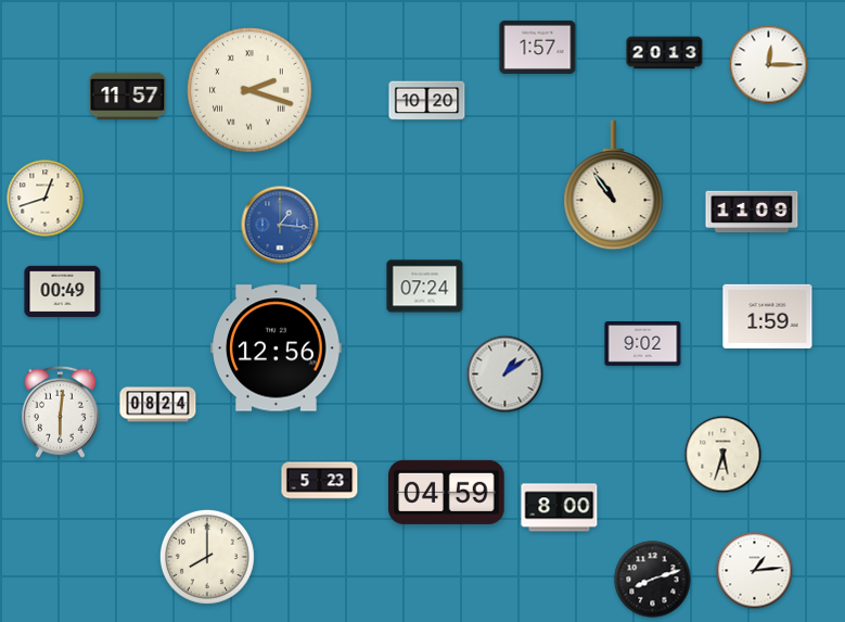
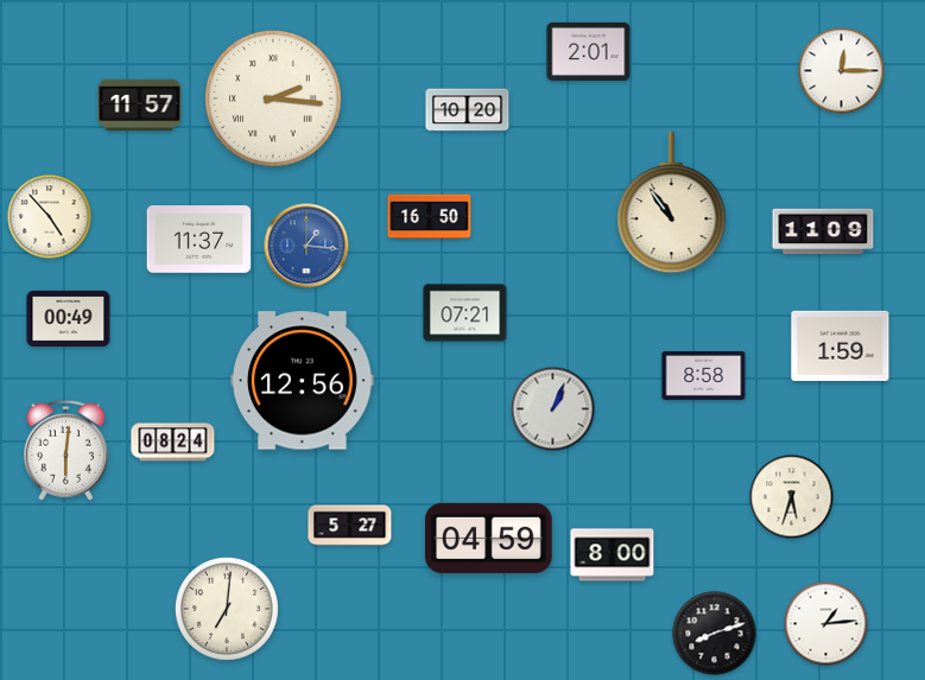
clock at (538, 47): 1:57 -> 2:01
clock at (665, 53): 20:13 -> none
clock at (249, 90): 2:18 -> 2:16
clock at (46, 199): 12:42 -> 4:53
clock at (430, 217): none -> 16:50
clock at (199, 240): none -> 11:37
clock at (425, 287): 07:24 -> 07:21
clock at (643, 344): 9:02 -> 8:58
clock at (505, 375): 1:09 -> 1:04
clock at (320, 481): 5:23 -> 5:27
clock at (207, 557): 8:00 -> 7:01
